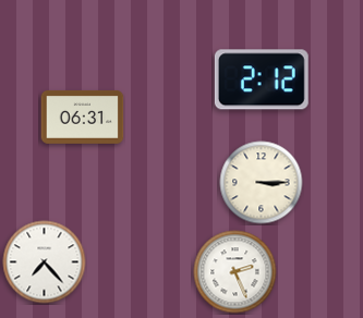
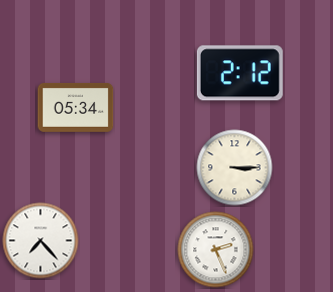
clock at (83, 117): 06:31 -> 05:34
clock at (262, 183) position: (262, 183) -> (235, 168)
